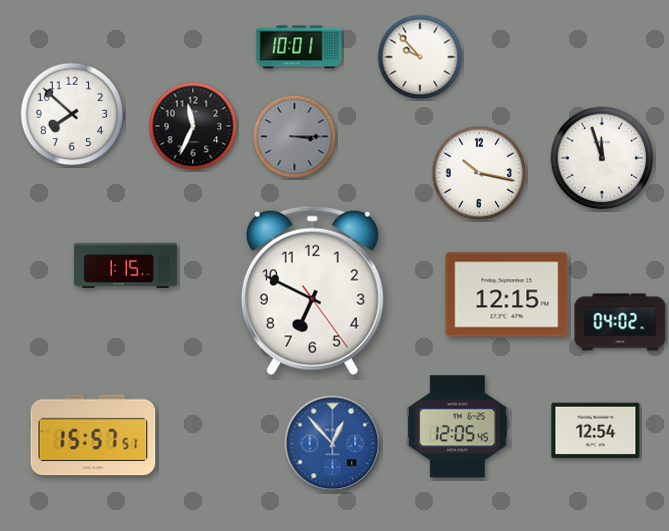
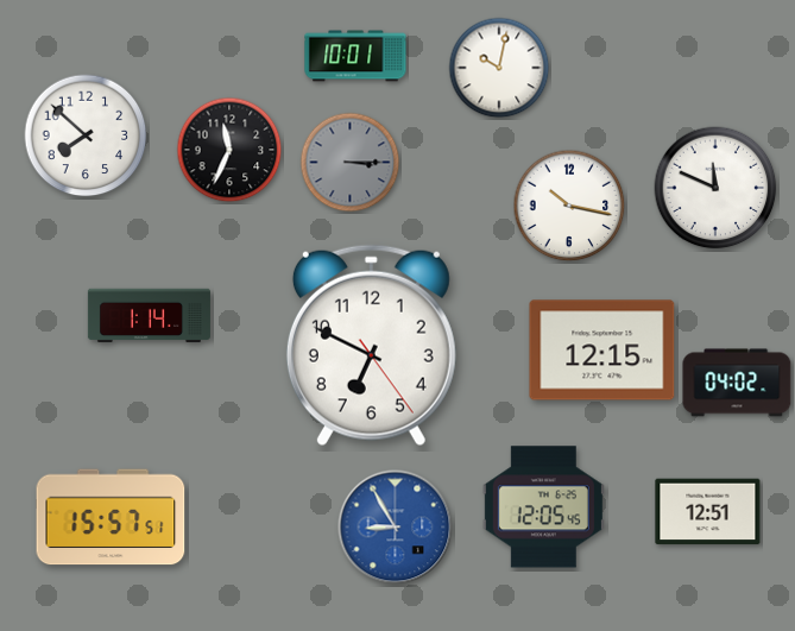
clock at (420, 57): 9:53 -> 10:02
clock at (602, 158): 11:57 -> 11:49
clock at (125, 266): 1:15 -> 1:14
clock at (596, 431): 12:54 -> 12:51
clock at (333, 444): 12:53 -> 8:55
